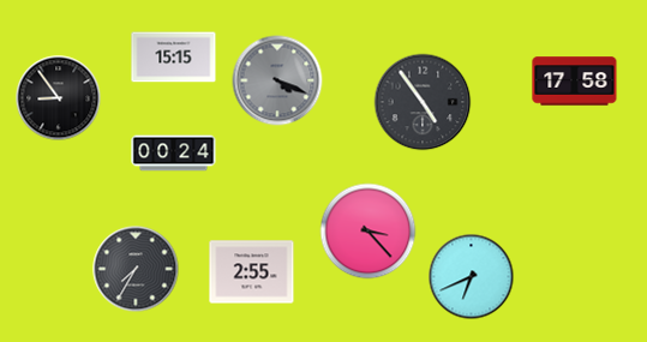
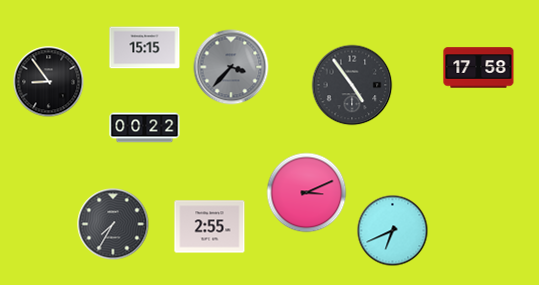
clock at (277, 80): 4:19 -> 3:37
clock at (174, 154): 00:24 -> 00:22
clock at (369, 232): 3:23 -> 3:11
